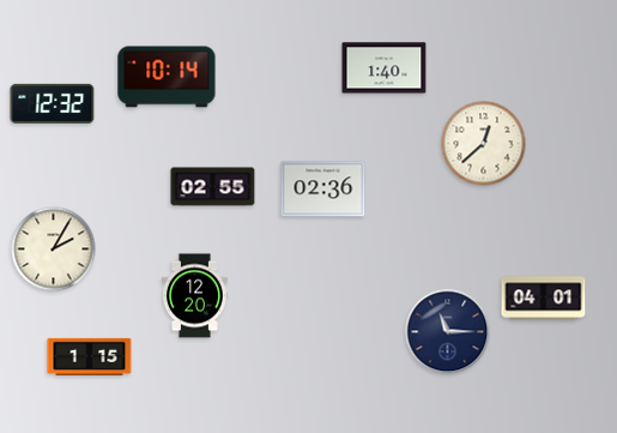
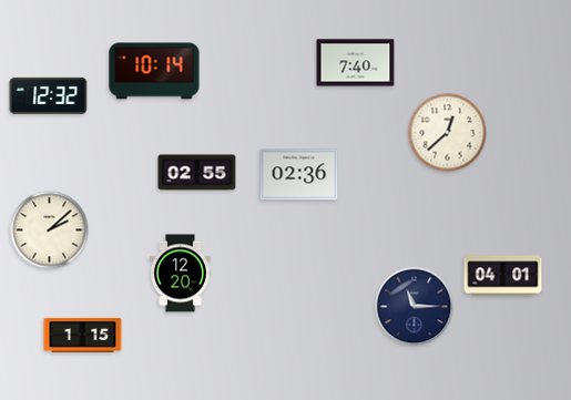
clock at (385, 68): 1:40 -> 7:40
clock at (54, 249): 2:05 -> 2:08
clock at (90, 356) position: (90, 356) -> (83, 335)
